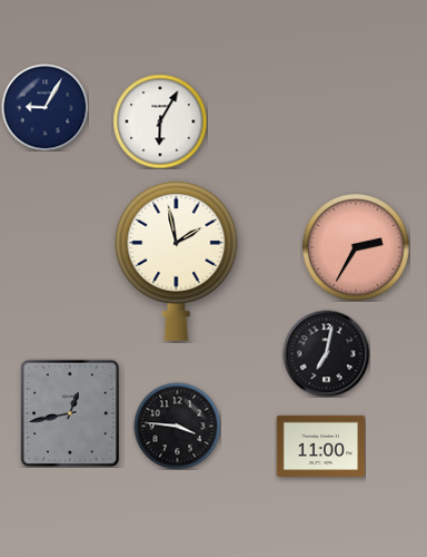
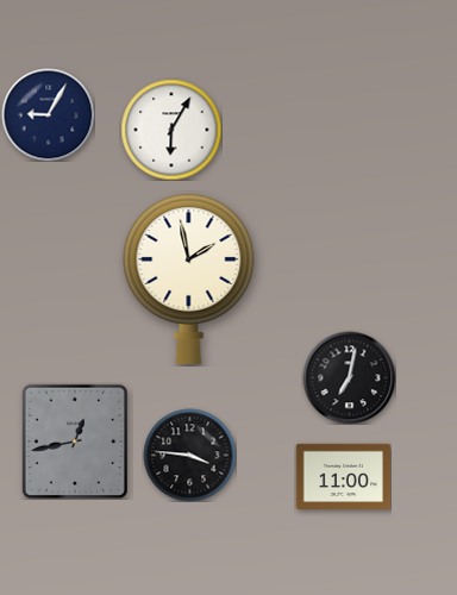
clock at (356, 247): 2:35 -> none
